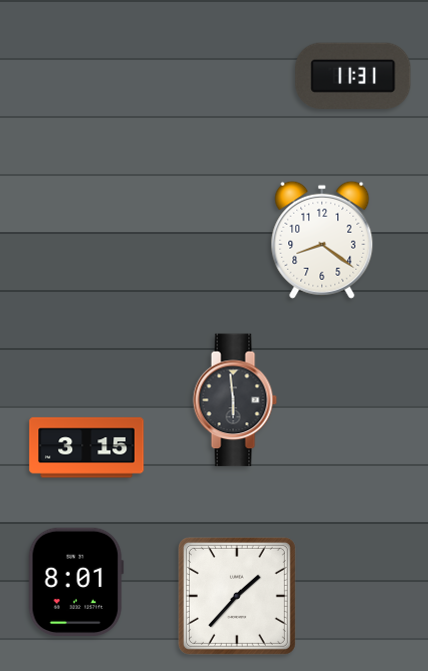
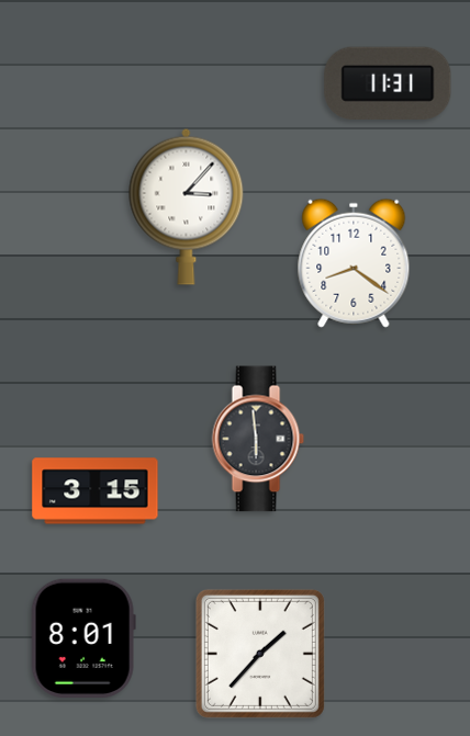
clock at (187, 206): none -> 3:07
